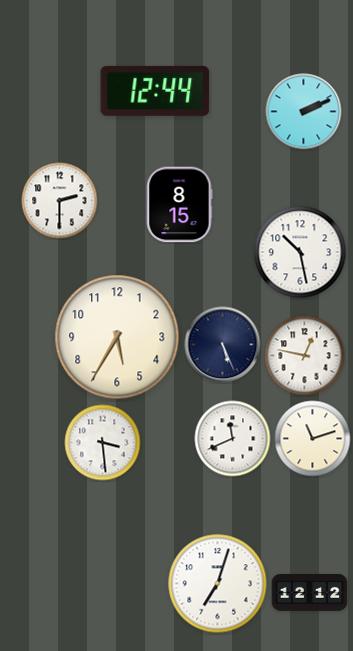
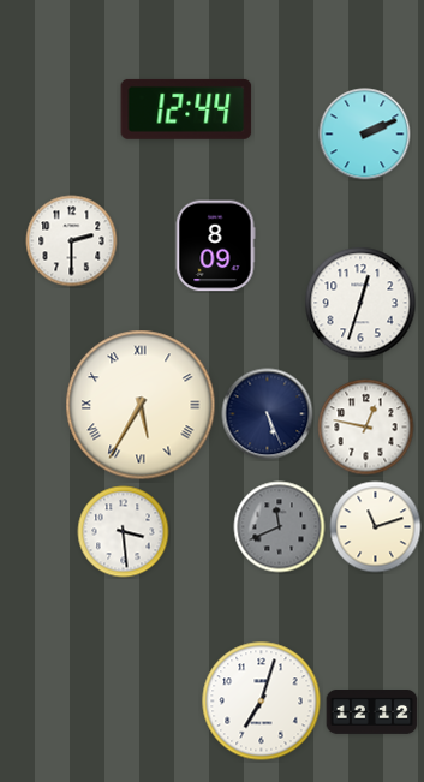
clock at (179, 205): 8:15 -> 8:09
clock at (300, 252): 10:28 -> 12:33
clock at (117, 337) numerals: Arabic -> Roman
clock at (233, 439) dial: white -> grey
